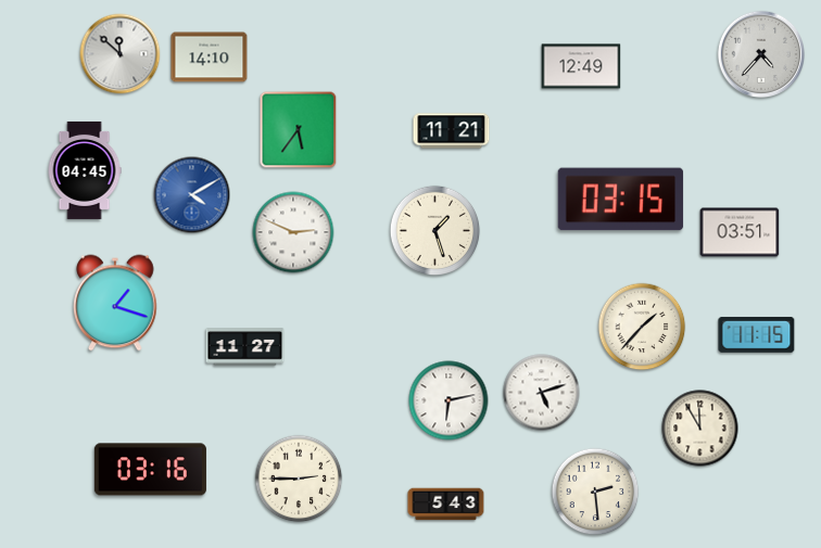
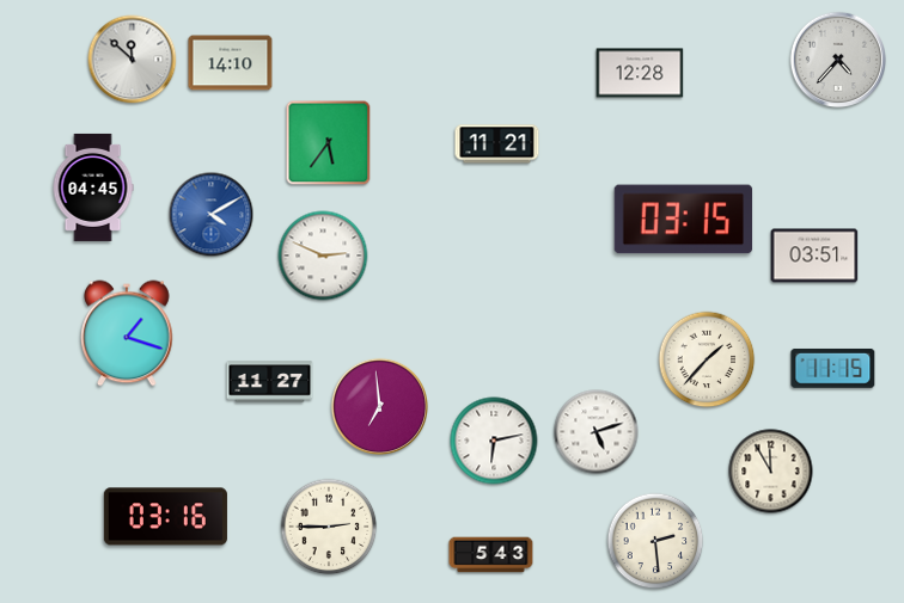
clock at (581, 66): 12:49 -> 12:28
clock at (435, 231): 1:27 -> none
clock at (379, 406): none -> 6:59
